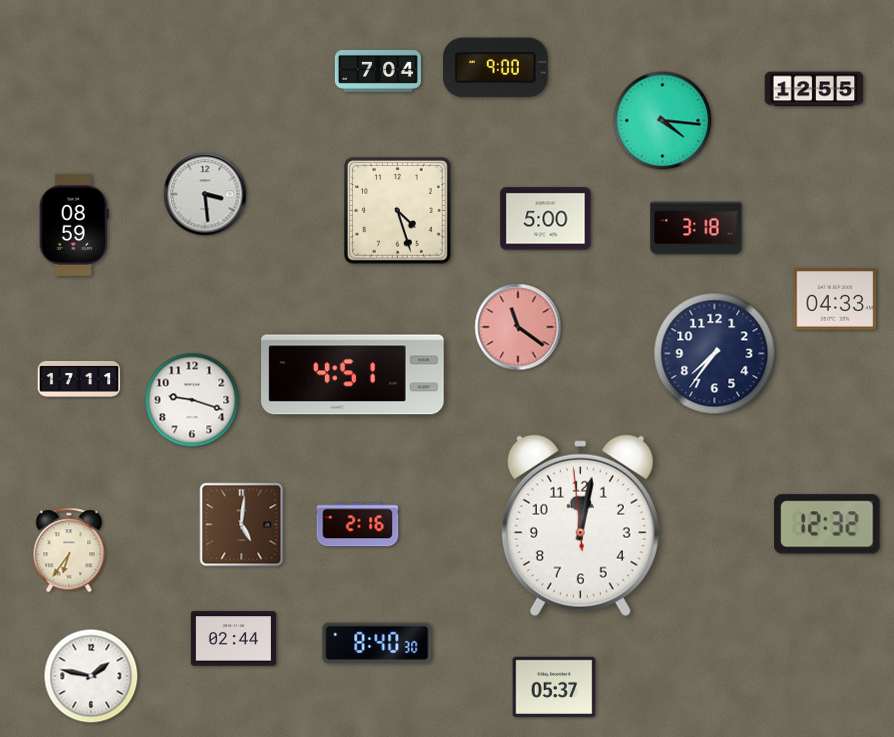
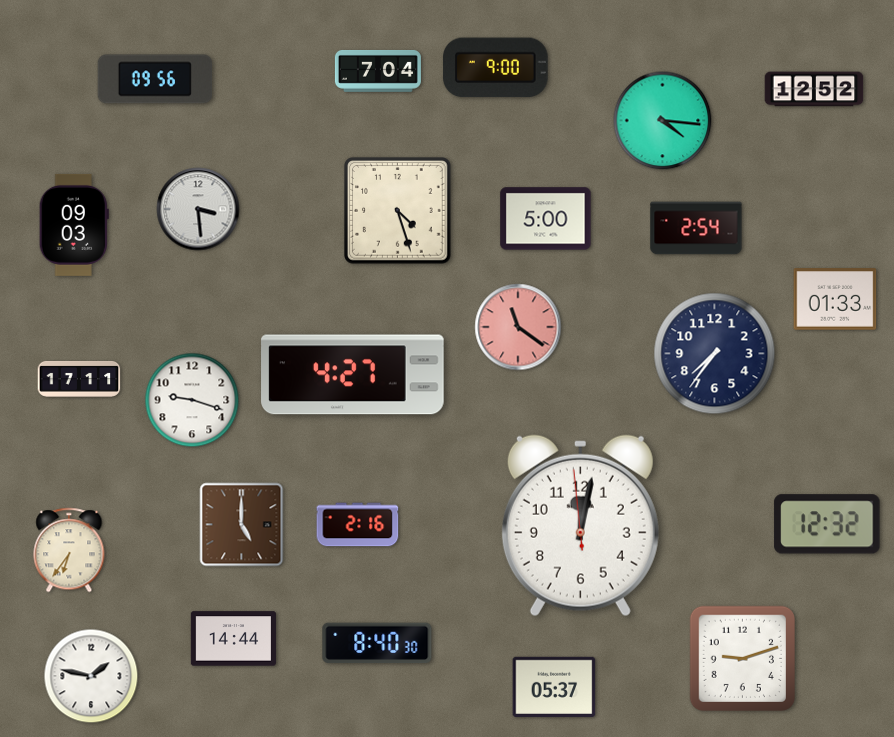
clock at (155, 79): none -> 09:56
clock at (814, 89): 12:55 -> 12:52
clock at (205, 194) position: (205, 194) -> (198, 209)
clock at (74, 225): 08:59 -> 09:03
clock at (696, 228): 3:18 -> 2:54
clock at (835, 299): 04:33 -> 01:33
clock at (353, 375): 4:51 -> 4:27
clock at (242, 525): 5:01 -> 5:00
clock at (233, 639): 02:44 -> 14:44
clock at (742, 658): none -> 9:12
